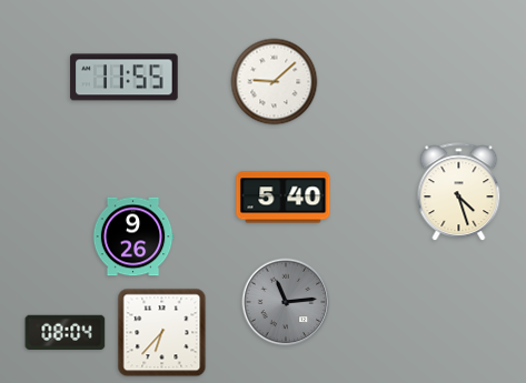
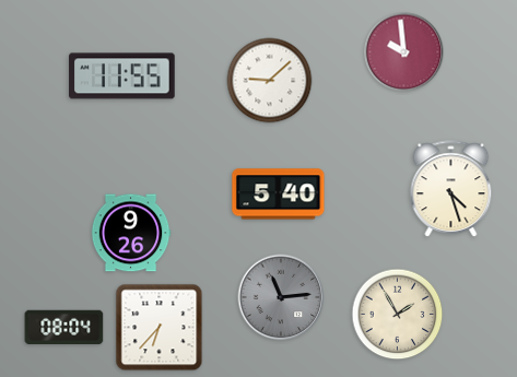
clock at (404, 52): none -> 9:59
clock at (398, 315): none -> 1:55
